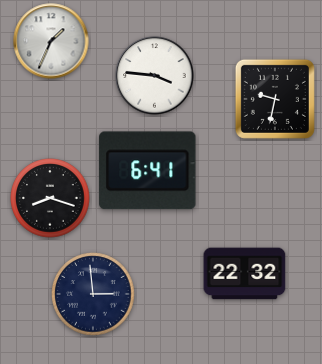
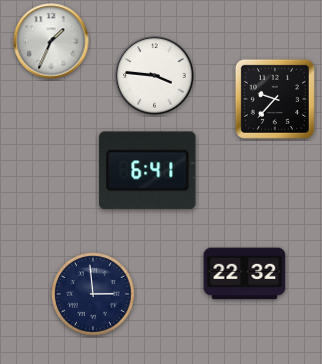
clock at (275, 99): 9:32 -> 9:37
clock at (50, 198): 8:18 -> none
